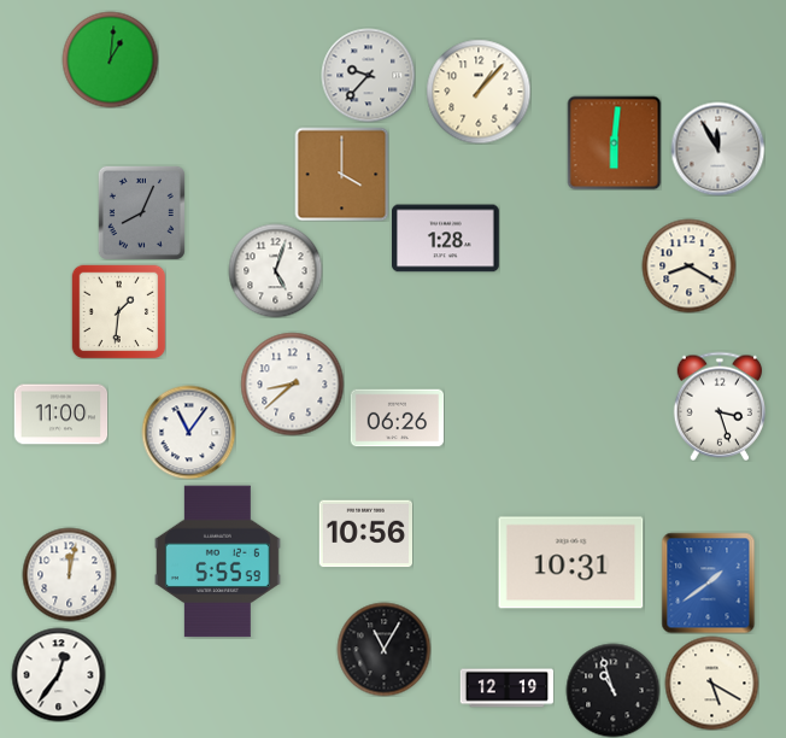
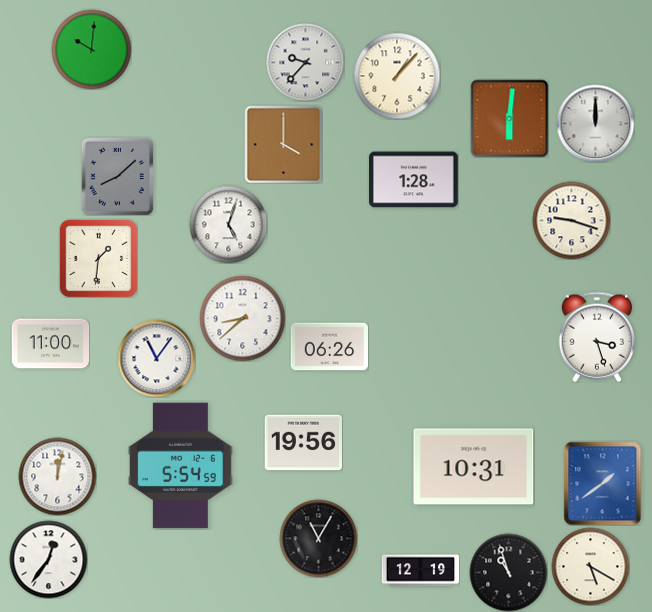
clock at (110, 59): 1:01 -> 10:01
clock at (717, 148): 11:55 -> 12:00
clock at (141, 212): 8:04 -> 8:08
clock at (446, 239) position: (446, 239) -> (414, 180)
clock at (688, 265): 8:20 -> 9:18
clock at (365, 534): 10:56 -> 19:56
clock at (217, 562): 5:55 -> 5:54
clock at (709, 582) position: (709, 582) -> (603, 483)
